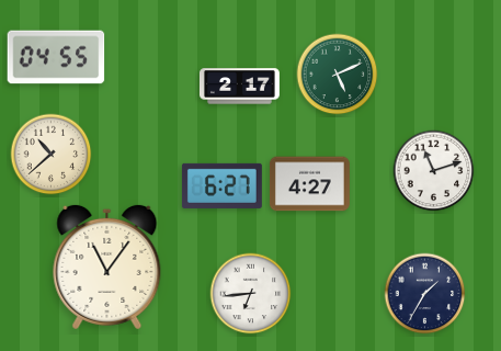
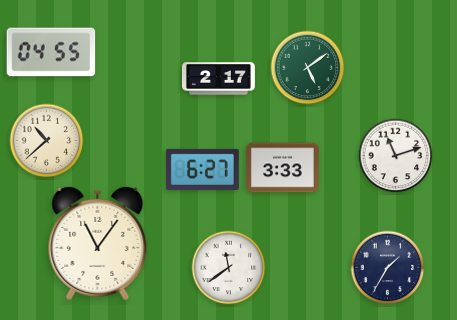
clock at (338, 75): 5:11 -> 5:09
clock at (309, 184): 4:27 -> 3:33
clock at (251, 294): 6:44 -> 11:39
